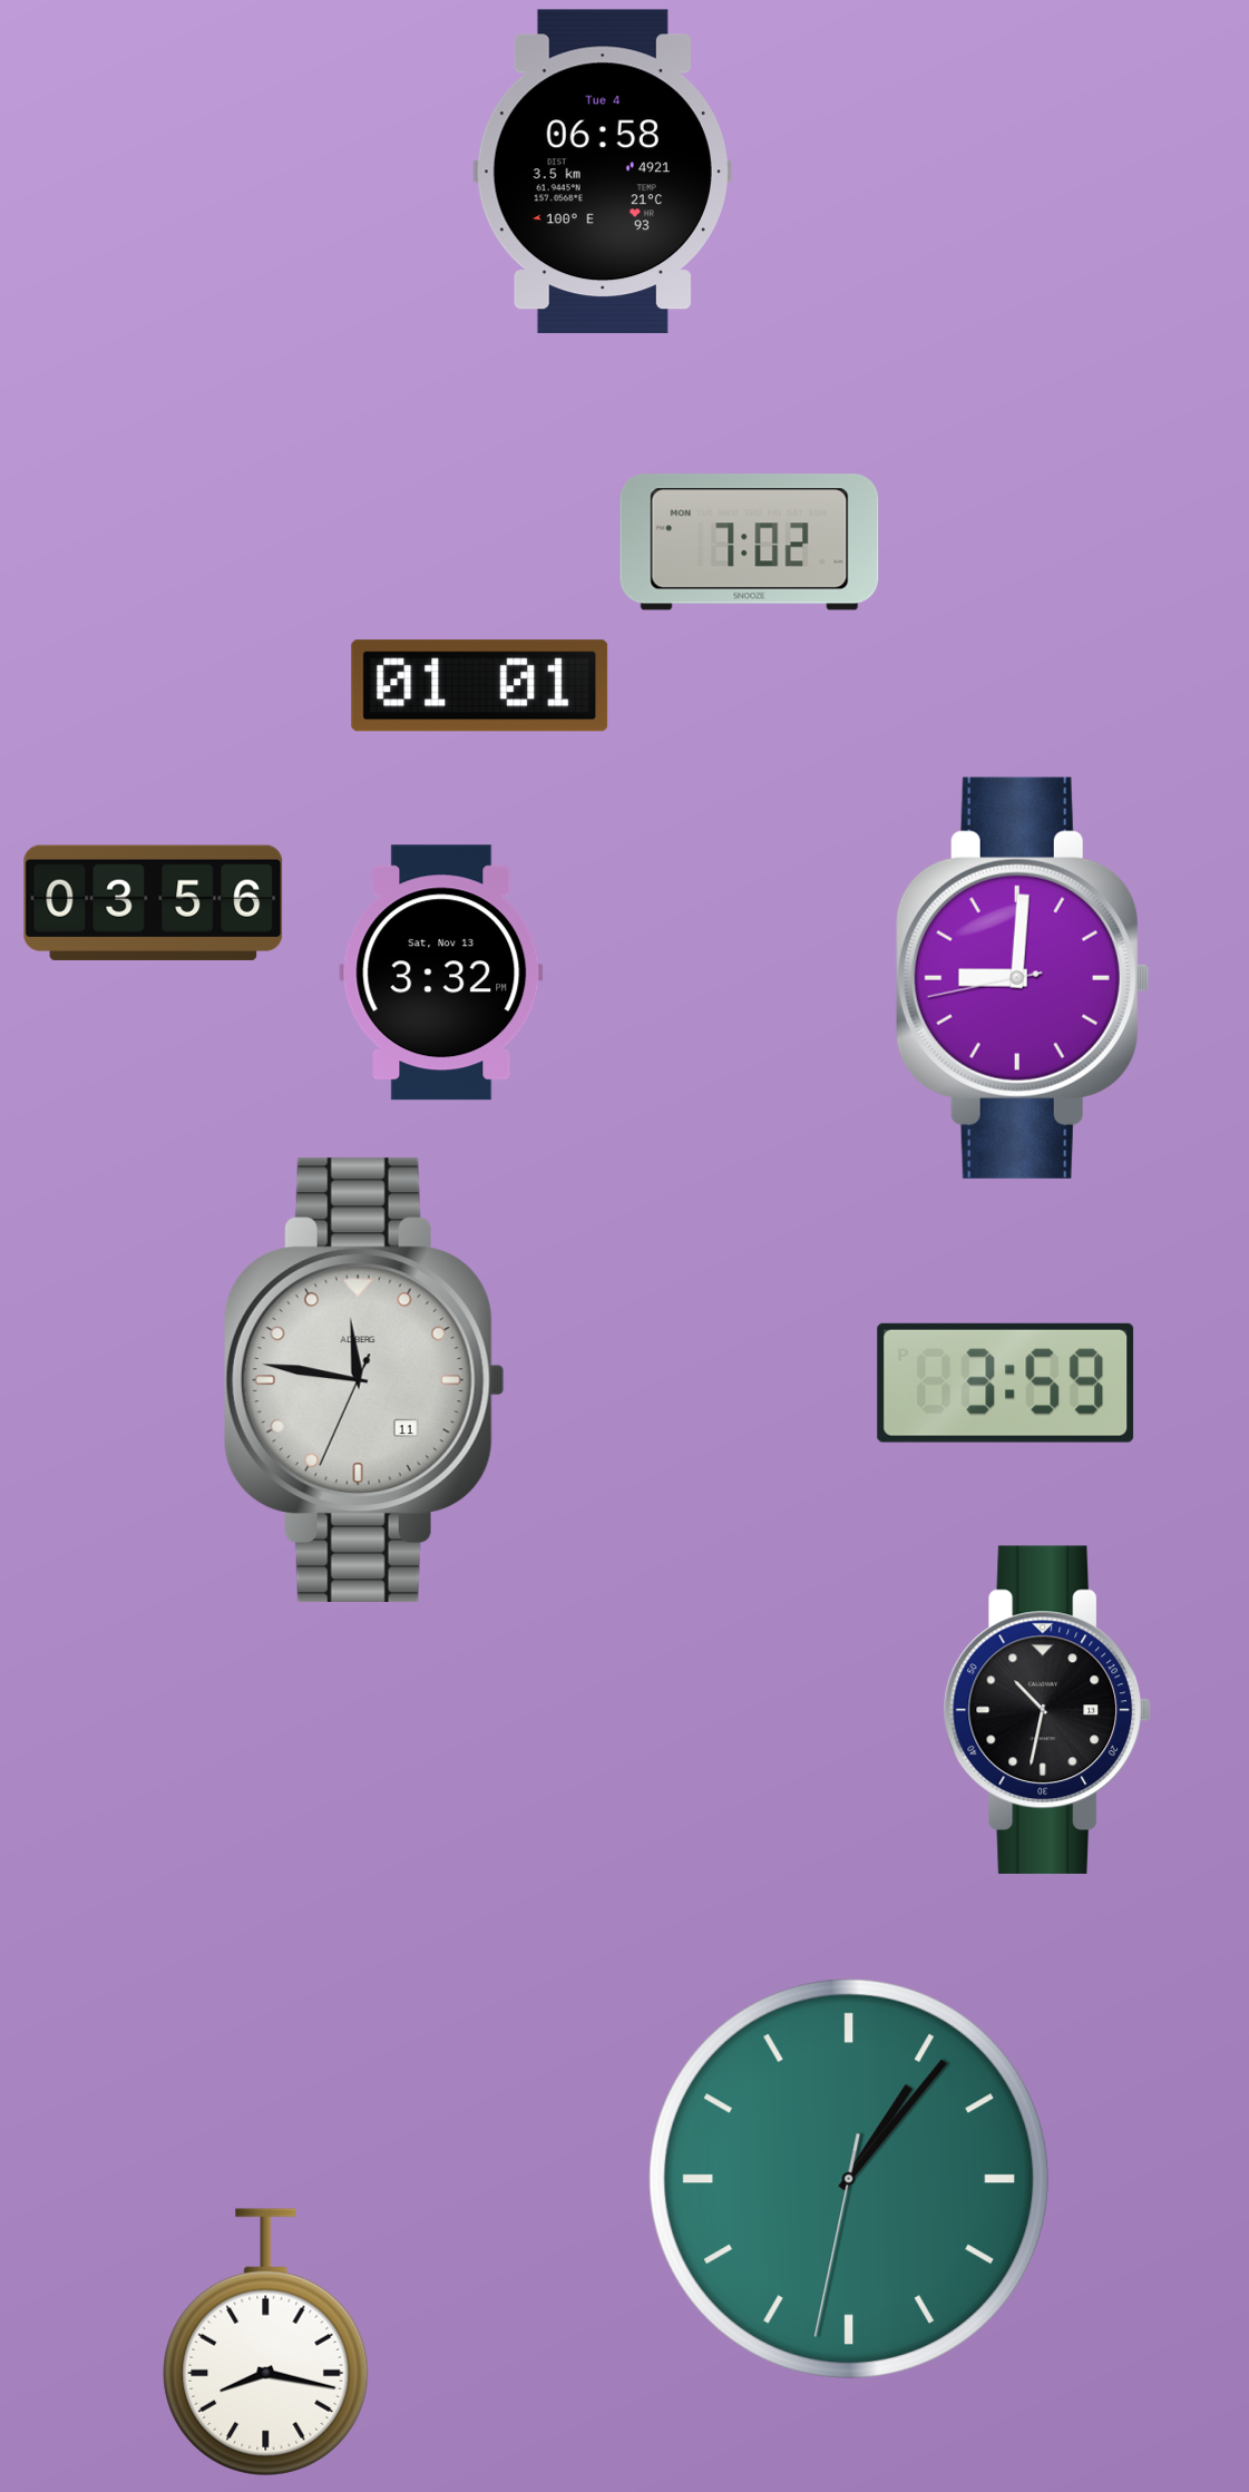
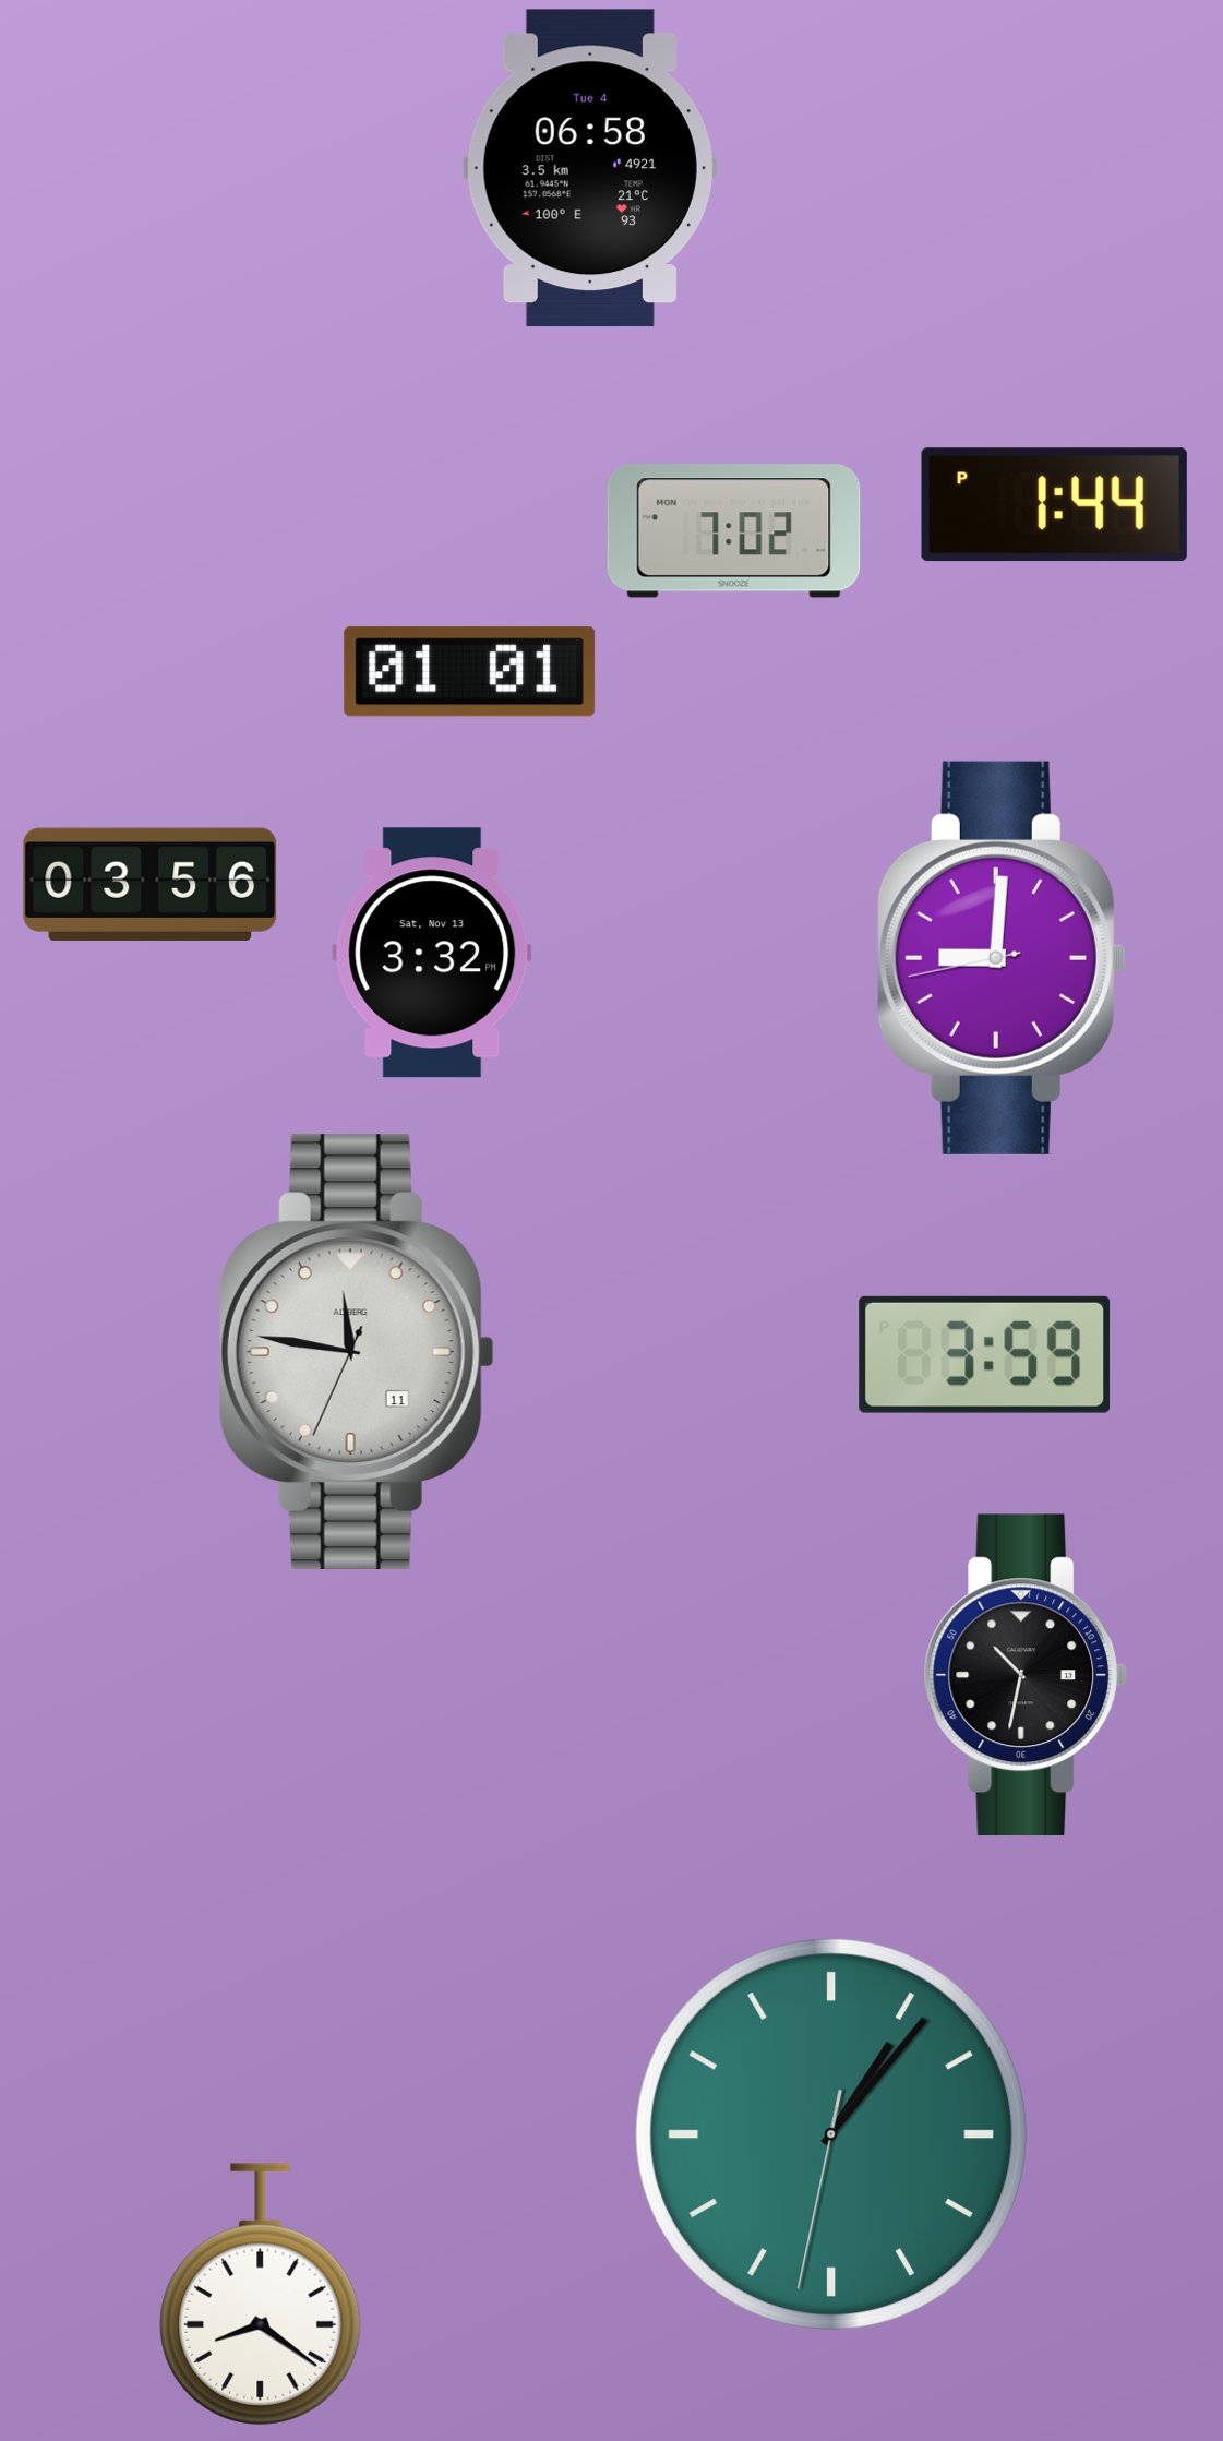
clock at (1054, 505): none -> 1:44
clock at (266, 2343): 8:17 -> 8:21
